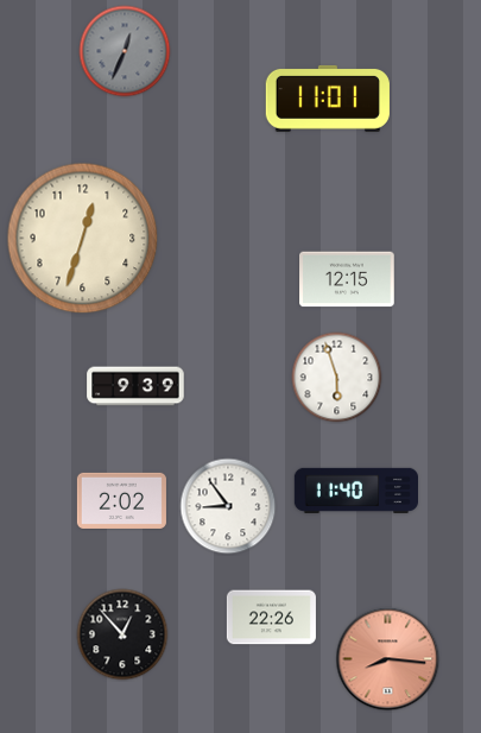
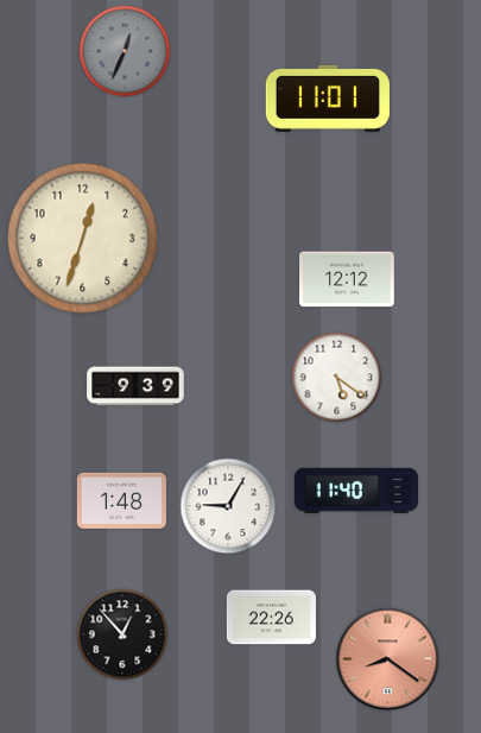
clock at (347, 279): 12:15 -> 12:12
clock at (337, 378): 5:57 -> 5:21
clock at (121, 500): 2:02 -> 1:48
clock at (228, 506): 8:54 -> 9:05
clock at (388, 659): 8:16 -> 8:21
